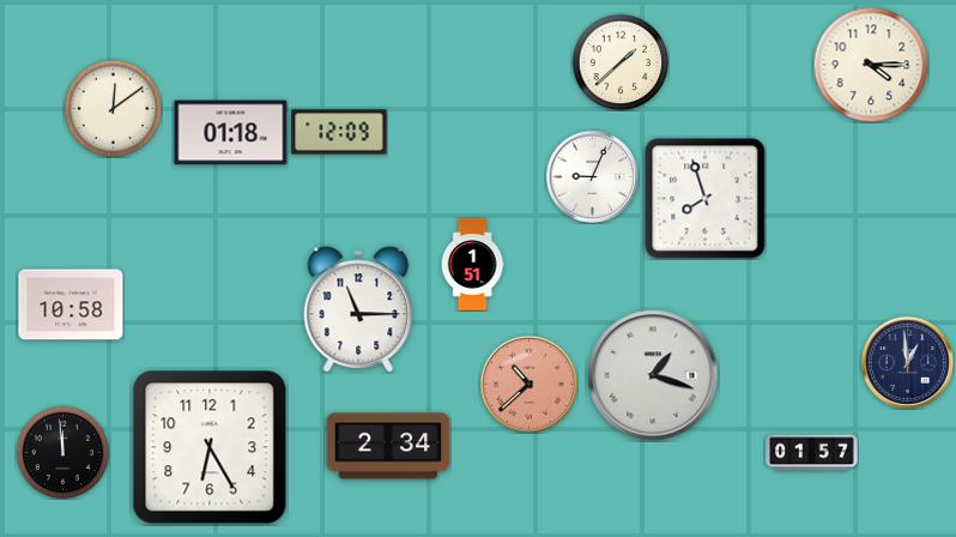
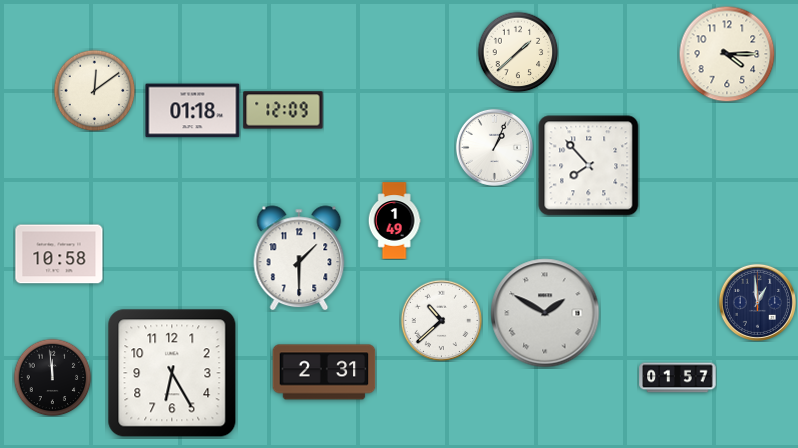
clock at (592, 176): 9:04 -> 1:04
clock at (706, 199): 7:57 -> 7:53
clock at (472, 265): 1:51 -> 1:49
clock at (358, 309): 11:15 -> 1:30
clock at (653, 375): 1:18 -> 1:50
clock at (528, 384) dial: salmon -> white
clock at (388, 446): 2:34 -> 2:31
clock at (210, 447) position: (210, 447) -> (172, 373)
